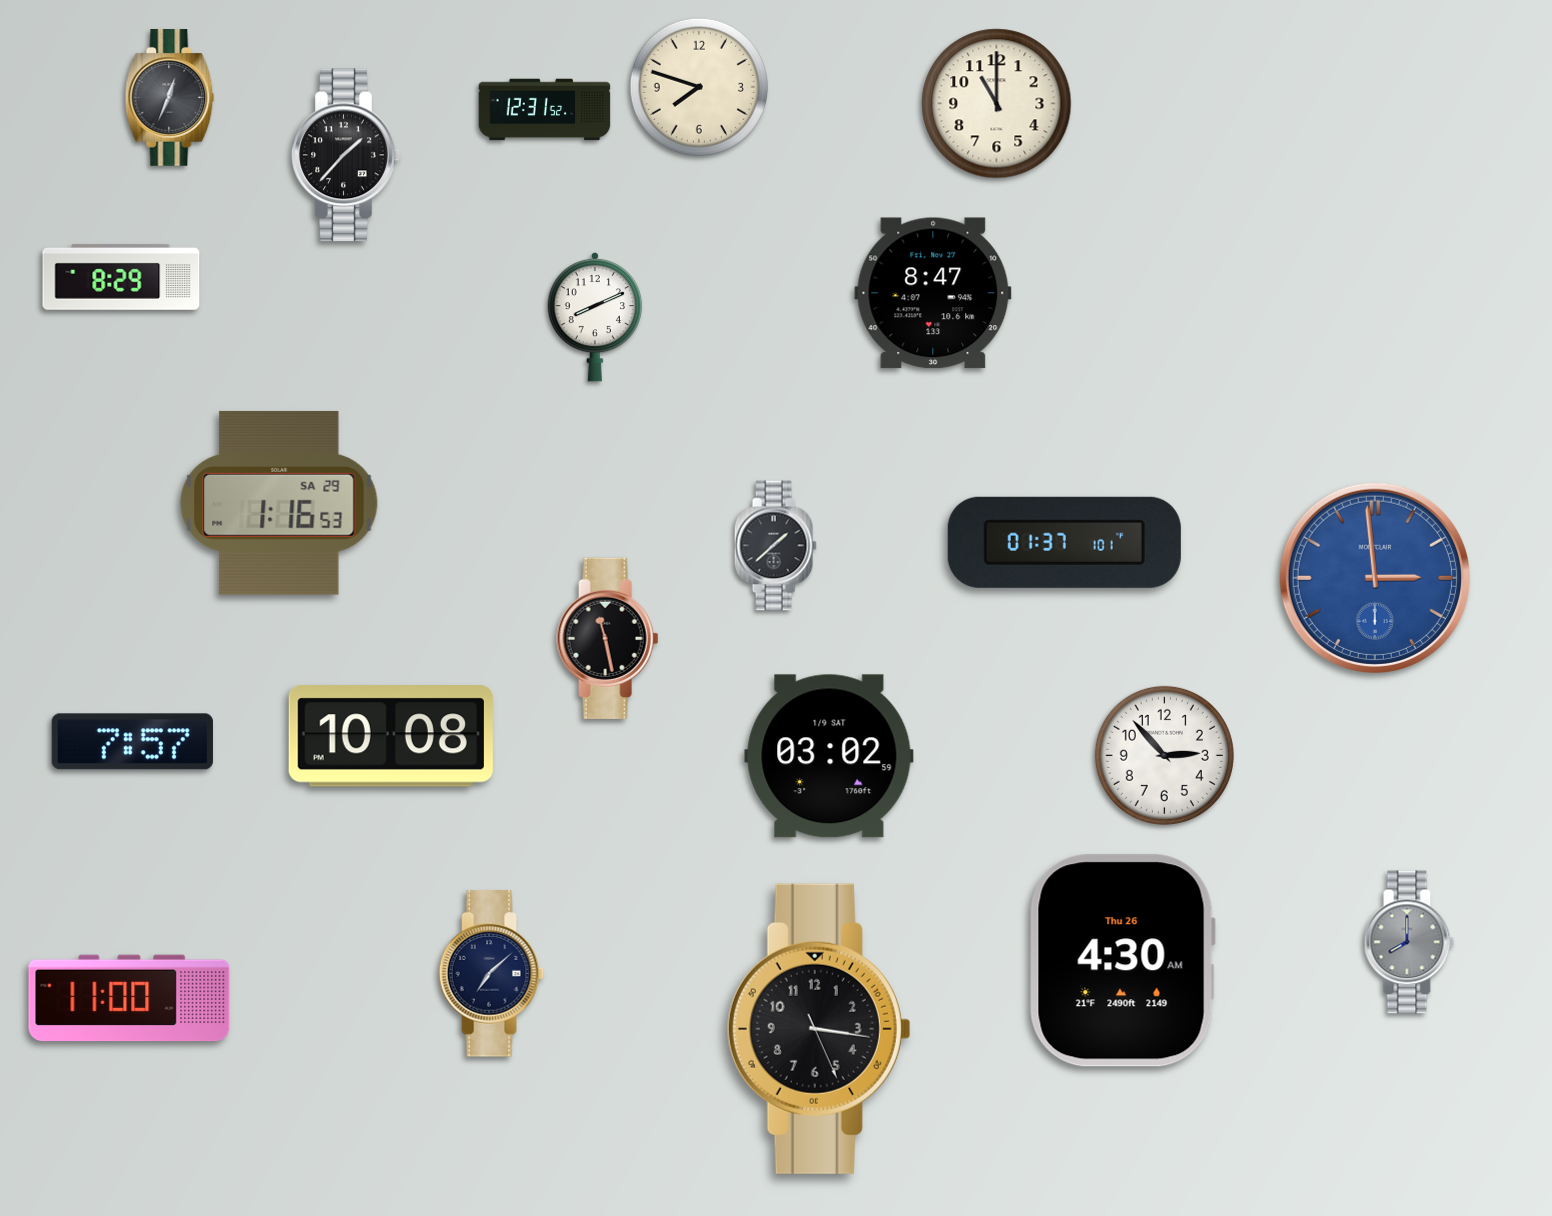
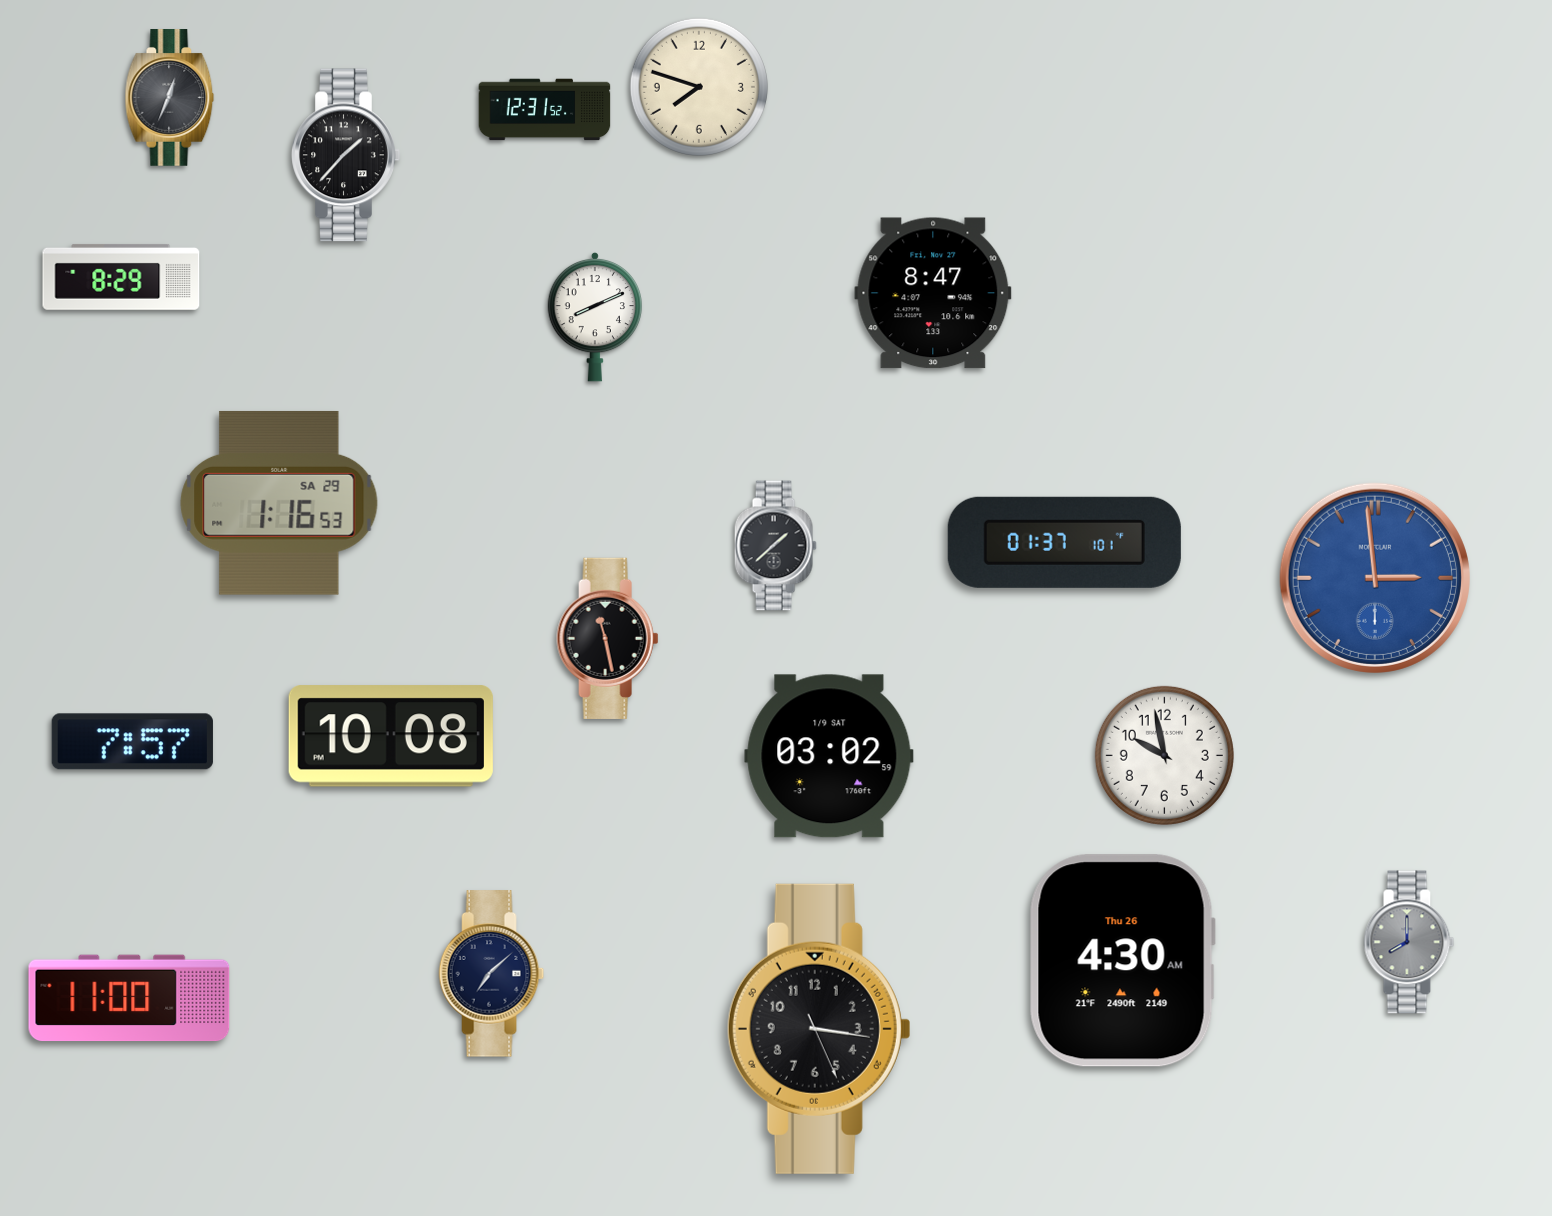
clock at (997, 104): 11:00 -> none
clock at (1164, 755): 2:53 -> 9:58
